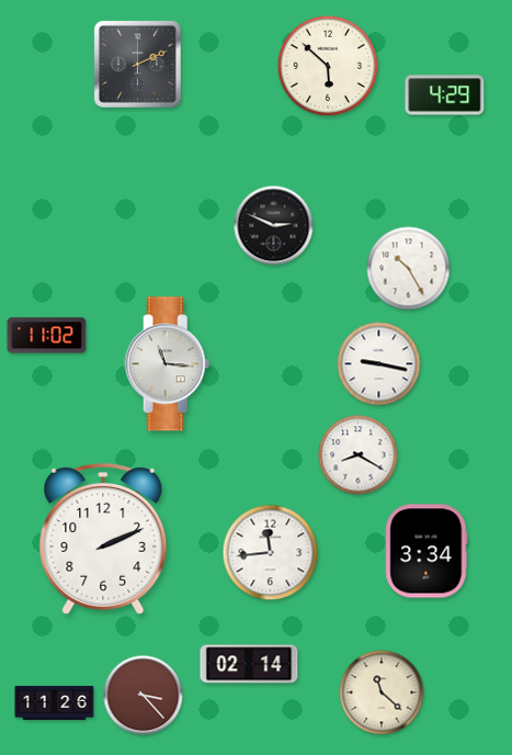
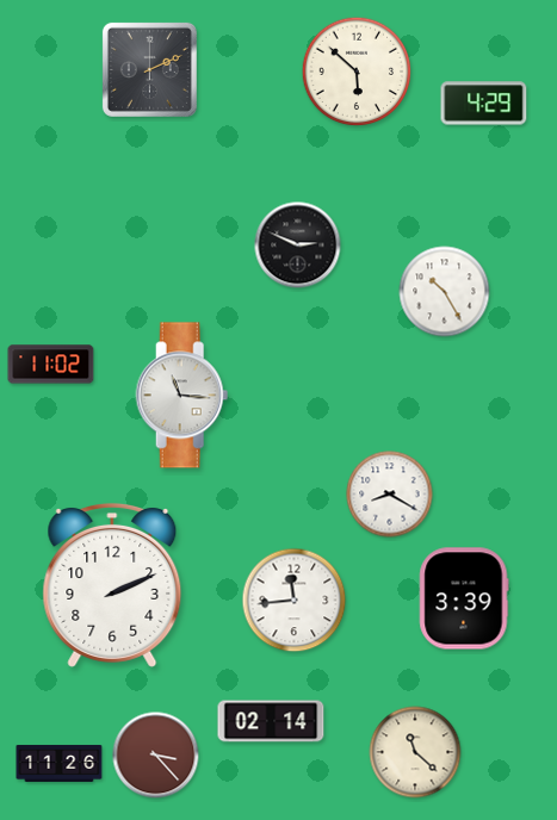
clock at (379, 364): 9:17 -> none
clock at (426, 551): 3:34 -> 3:39
